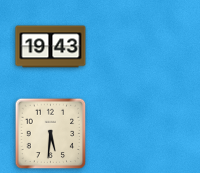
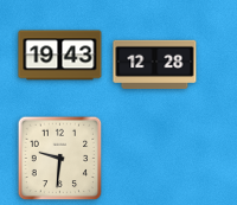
clock at (155, 64): none -> 12:28
clock at (51, 134): 5:31 -> 9:31
